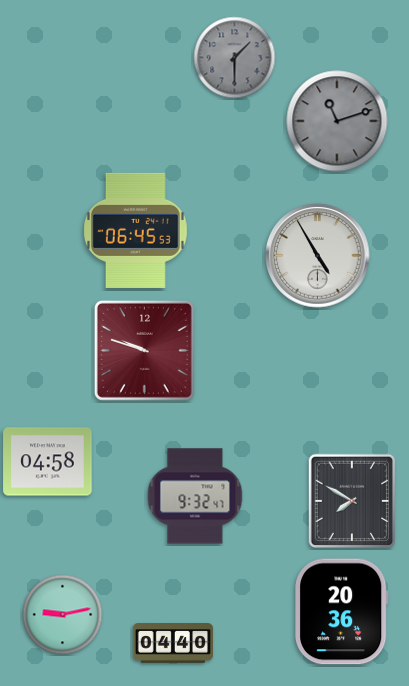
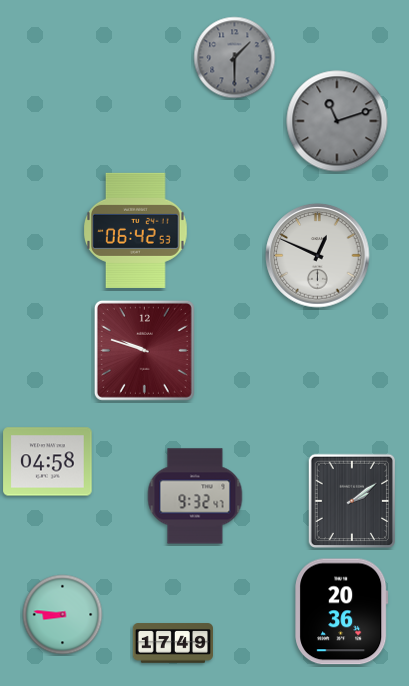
clock at (136, 230): 06:45 -> 06:42
clock at (318, 256): 4:55 -> 12:49
clock at (351, 501): 7:50 -> 2:09
clock at (63, 615): 9:13 -> 8:46
clock at (172, 643): 04:40 -> 17:49
